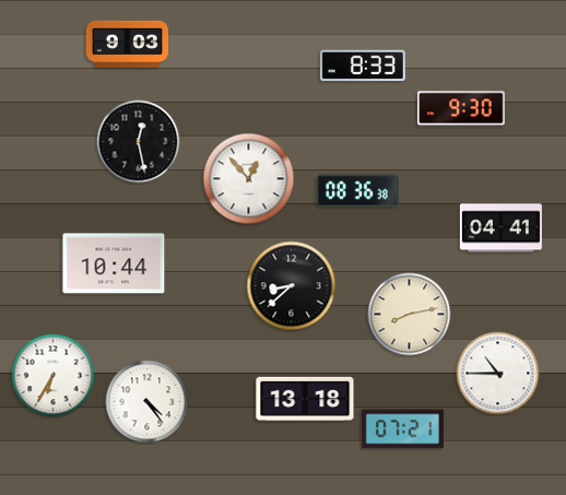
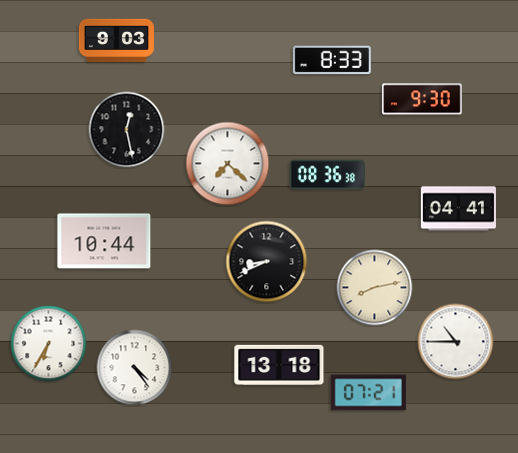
clock at (249, 179): 12:53 -> 7:22
clock at (292, 286): 8:38 -> 8:41
